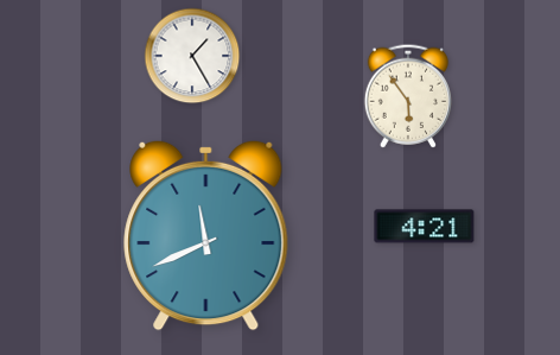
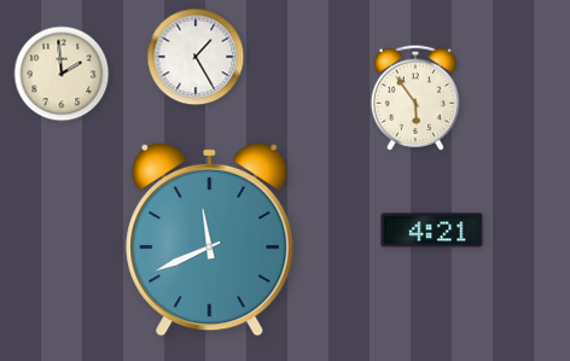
clock at (62, 74): none -> 1:59
